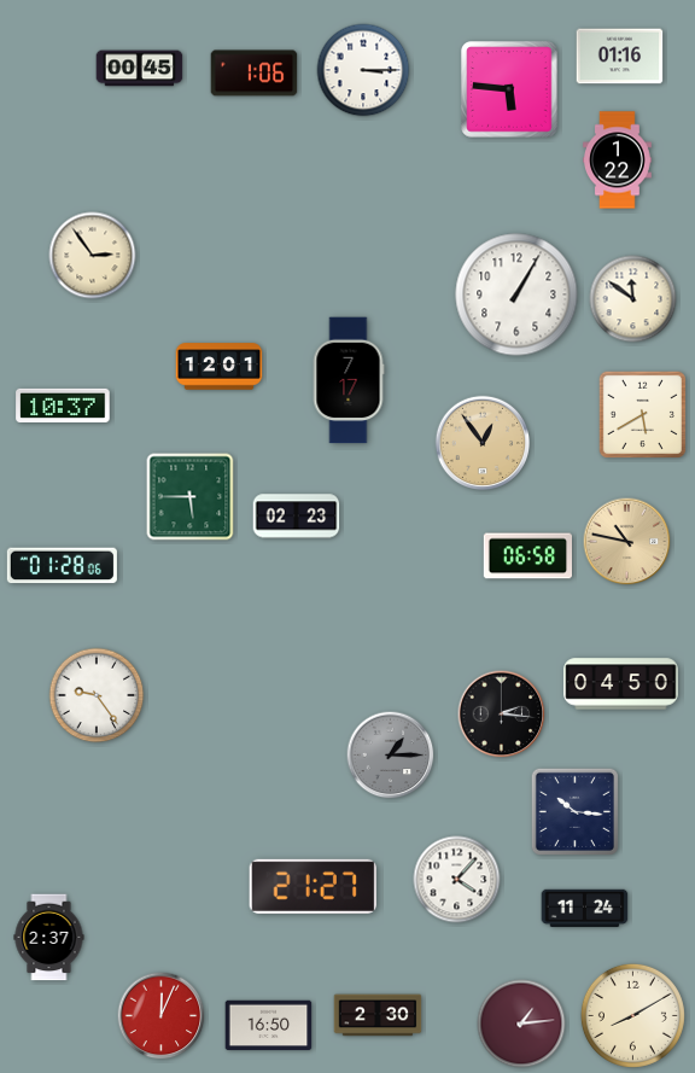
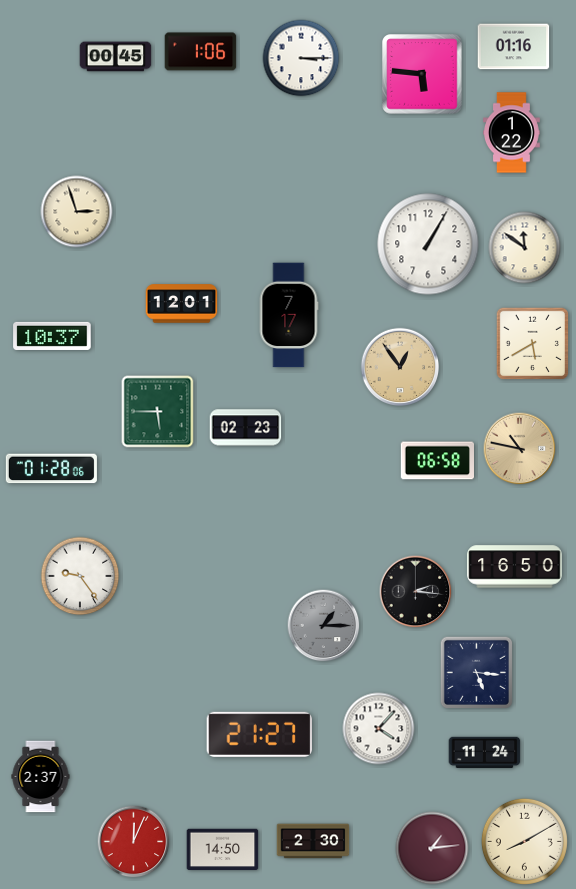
clock at (255, 74) position: (255, 74) -> (201, 52)
clock at (93, 256): 2:54 -> 2:57
clock at (621, 684): 04:50 -> 16:50
clock at (574, 811): 10:16 -> 5:16
clock at (269, 1026): 16:50 -> 14:50
